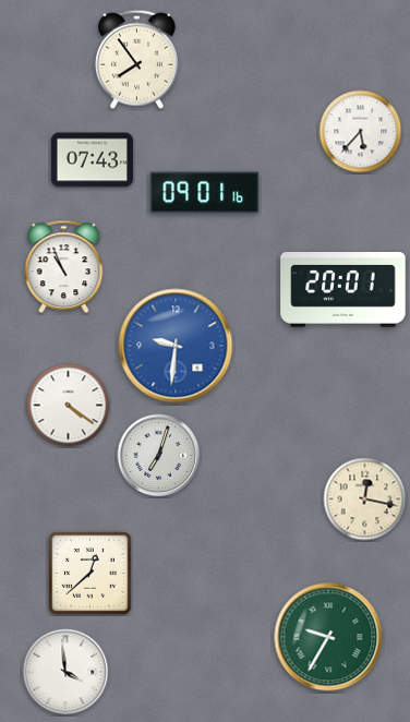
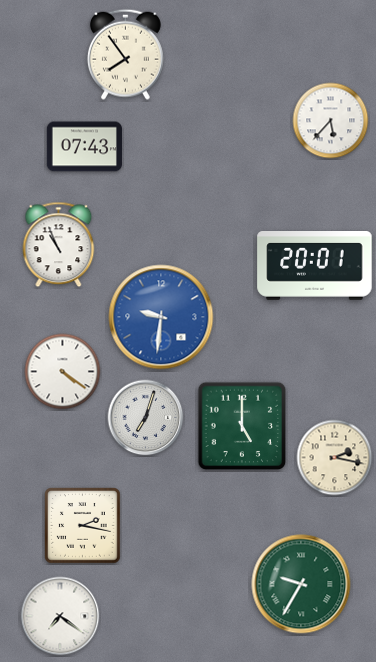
clock at (205, 193): 09:01 -> none
clock at (242, 426): none -> 5:00
clock at (365, 500): 12:17 -> 2:17
clock at (91, 574): 12:38 -> 2:17
clock at (65, 672): 3:59 -> 7:21
